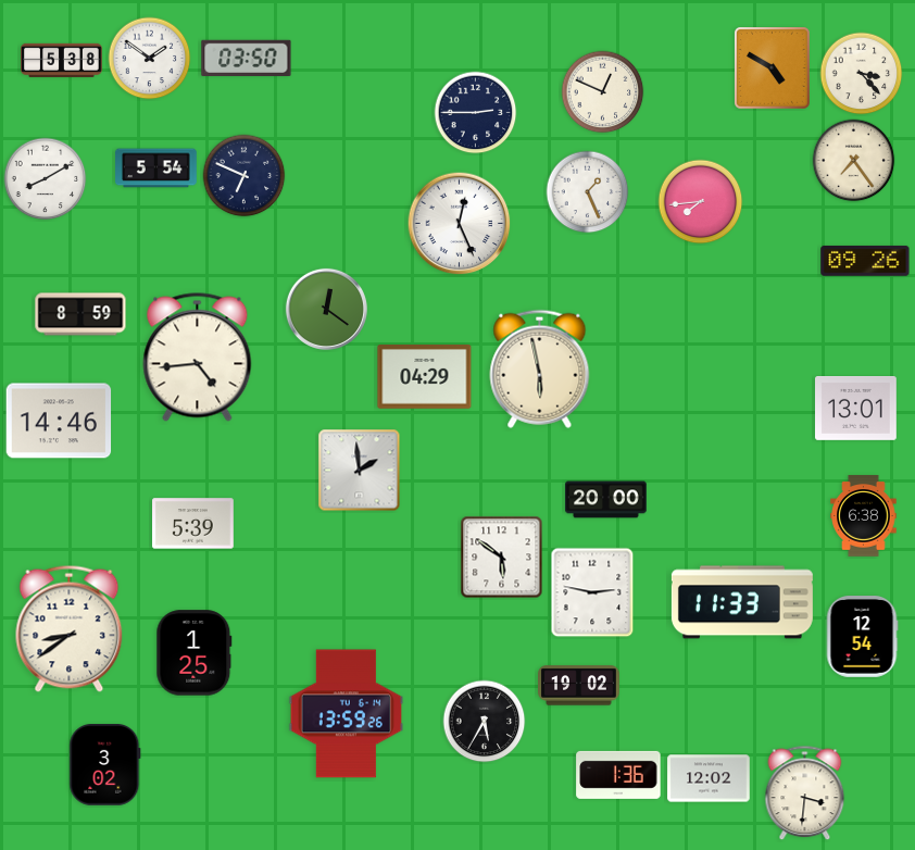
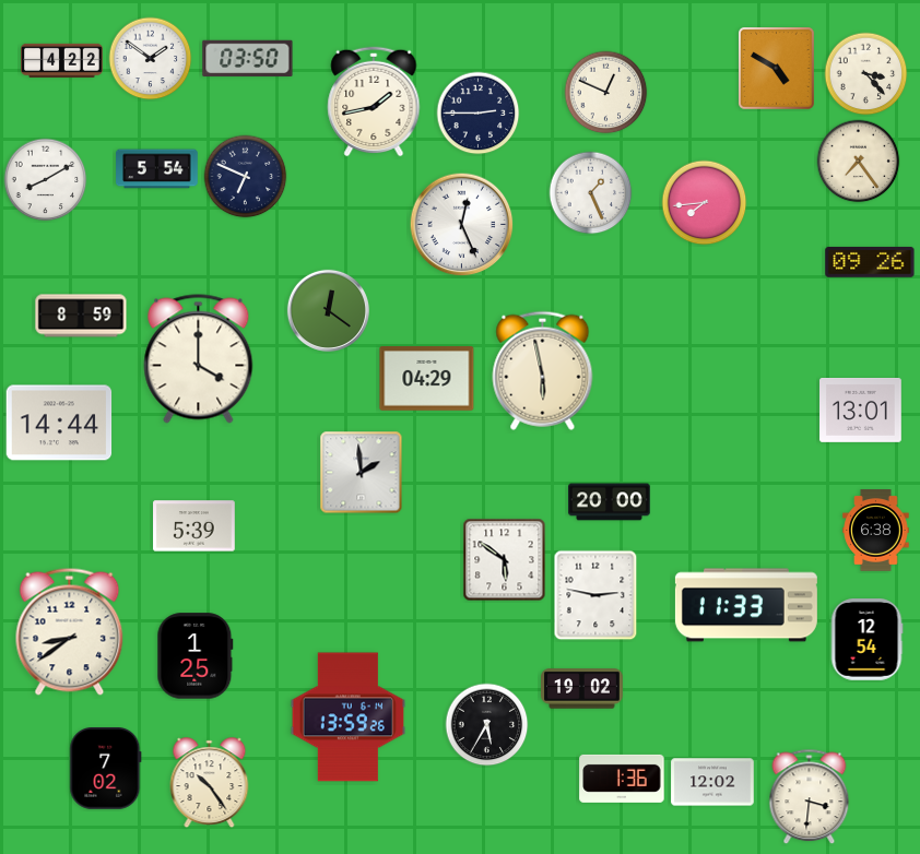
clock at (62, 60): 5:38 -> 4:22
clock at (374, 102): none -> 1:43
clock at (198, 358): 4:44 -> 4:00
clock at (59, 421): 14:46 -> 14:44
clock at (864, 516) position: (864, 516) -> (876, 531)
clock at (105, 765): 3:02 -> 7:02
clock at (210, 783): none -> 10:24
